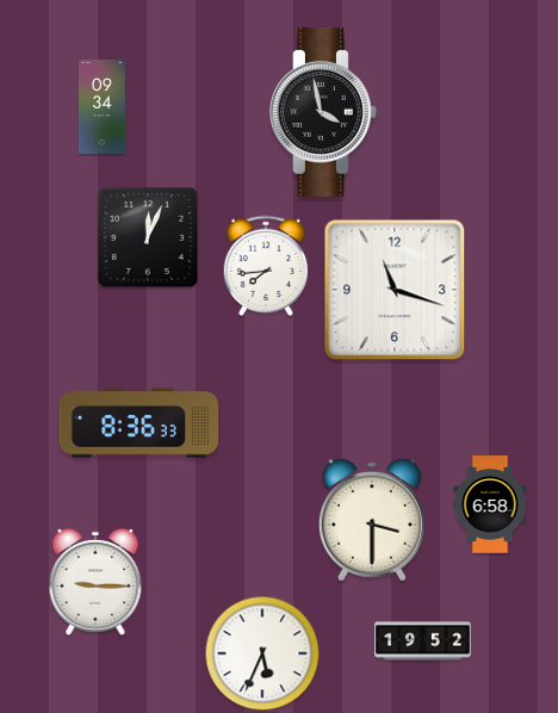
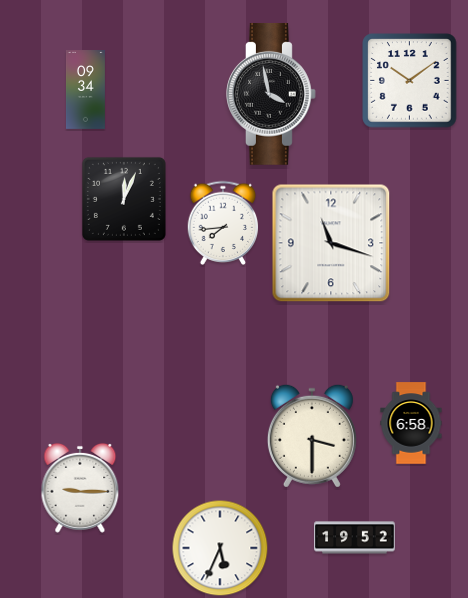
clock at (410, 81): none -> 10:09
clock at (139, 423): 8:36 -> none
